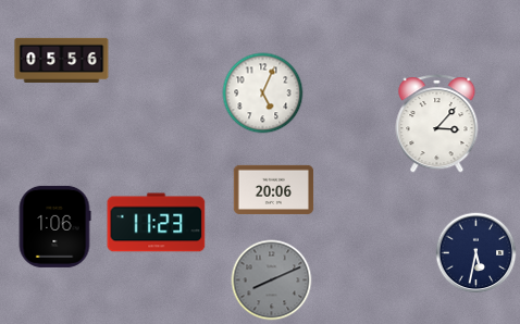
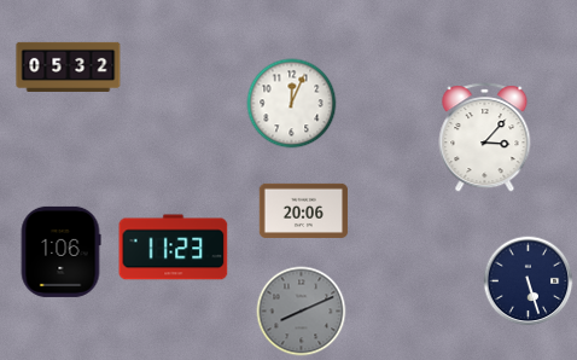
clock at (62, 60): 05:56 -> 05:32
clock at (263, 94): 5:04 -> 12:04
clock at (476, 253): 5:32 -> 5:27
